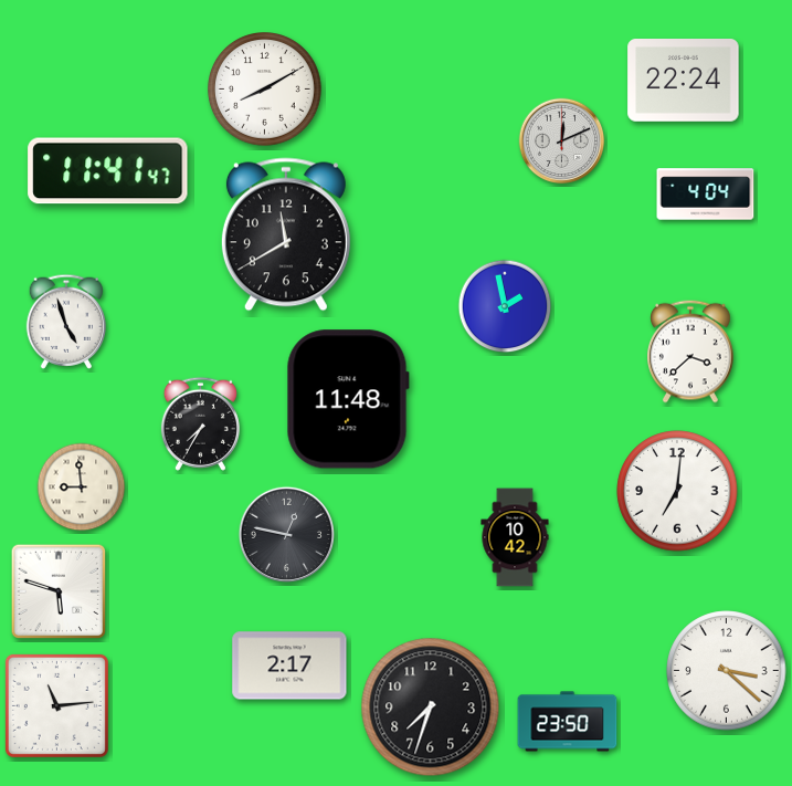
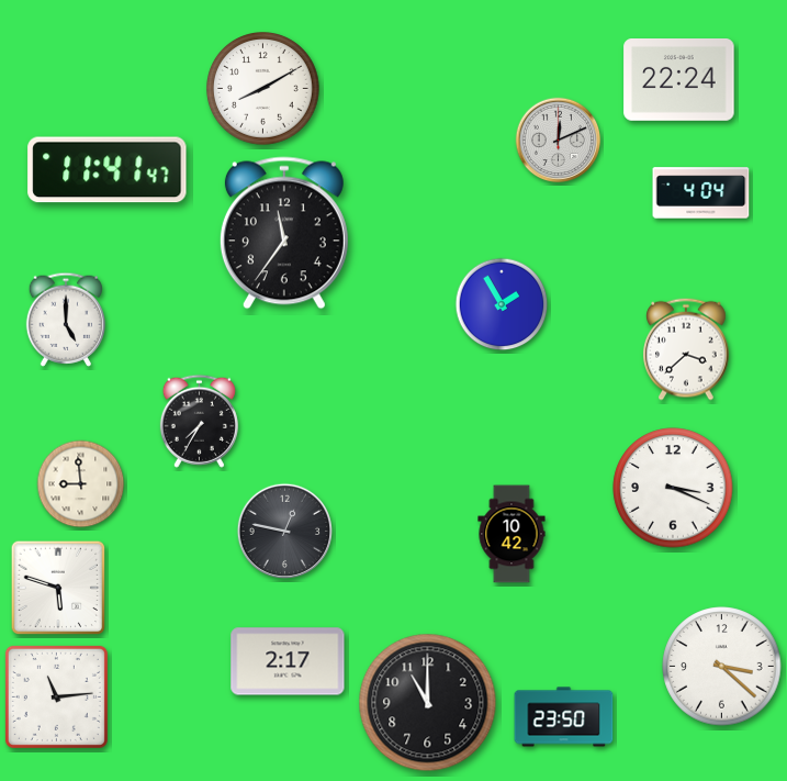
clock at (286, 234): 11:40 -> 11:36
clock at (505, 306): 1:58 -> 1:55
clock at (65, 322): 4:57 -> 5:00
clock at (348, 399): 11:48 -> none
clock at (677, 491): 7:01 -> 3:19
clock at (56, 705) position: (56, 705) -> (56, 696)
clock at (431, 708): 7:33 -> 11:00
